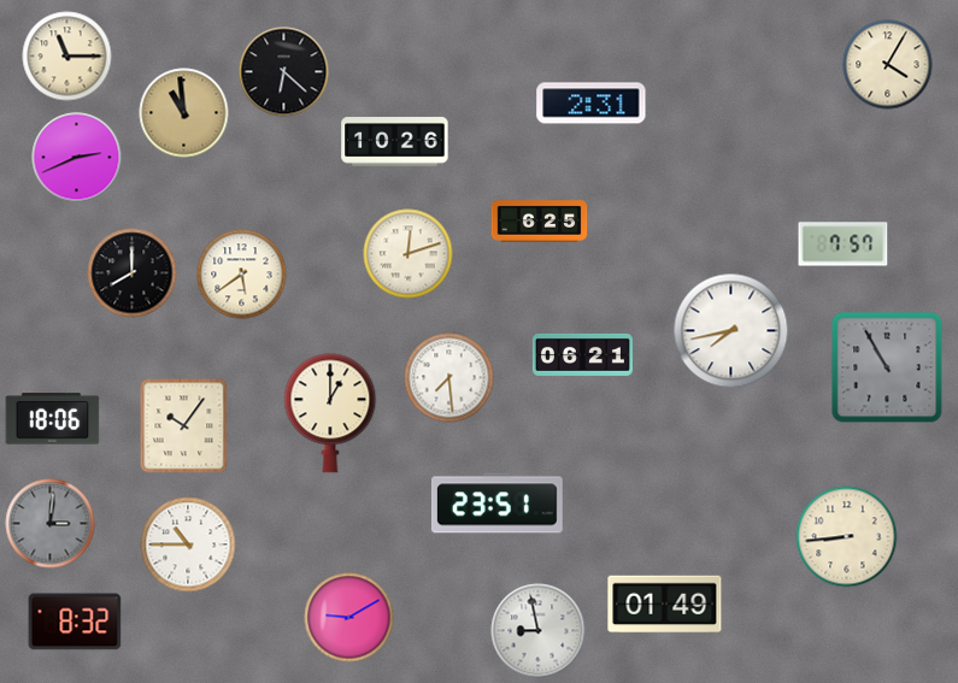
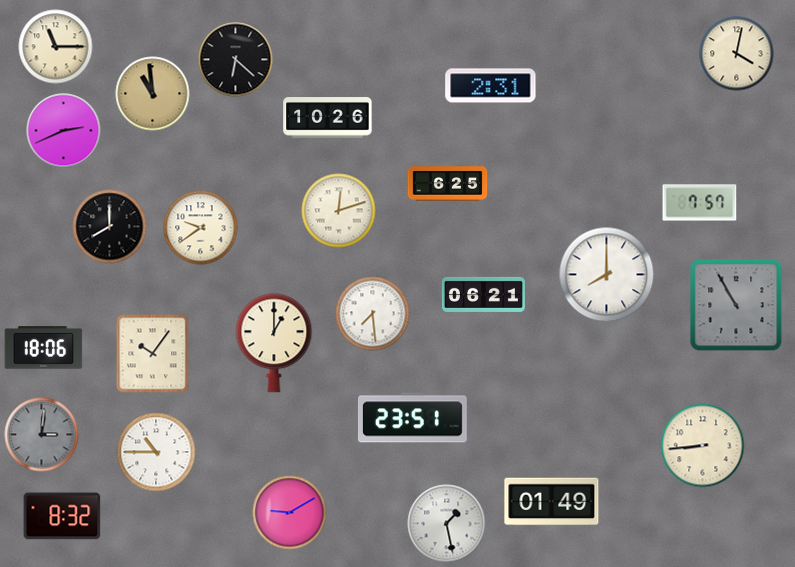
clock at (888, 65): 4:05 -> 4:02
clock at (242, 275): 5:39 -> 9:39
clock at (731, 331): 7:43 -> 8:00
clock at (539, 631): 8:58 -> 1:28
